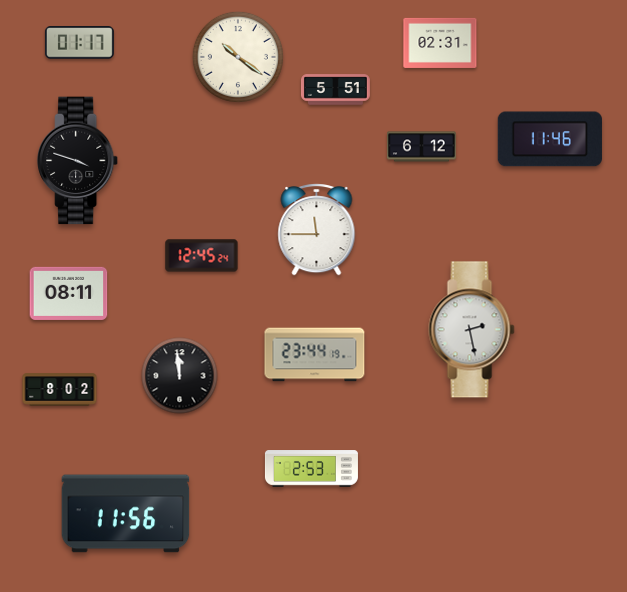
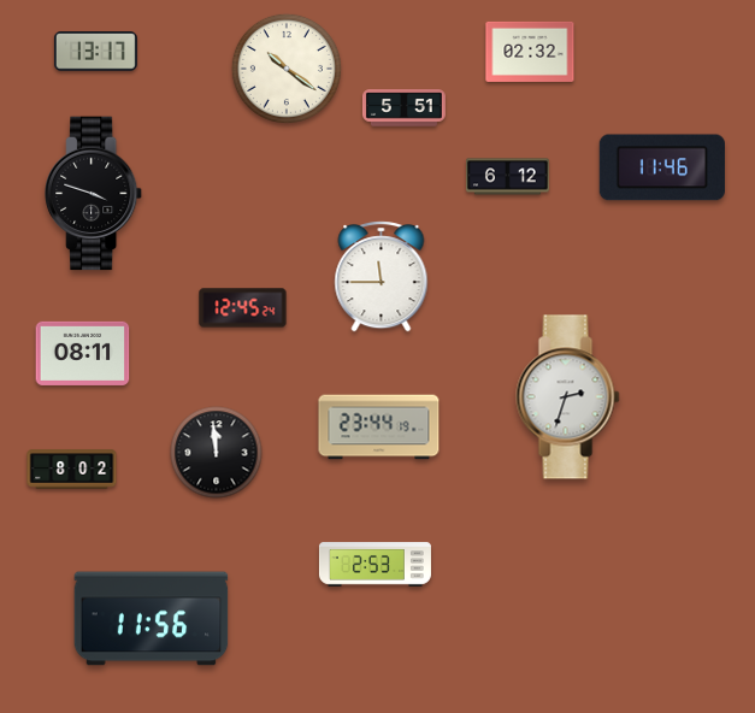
clock at (79, 43): 01:17 -> 13:17
clock at (440, 43): 02:31 -> 02:32
clock at (472, 330): 2:28 -> 2:33
